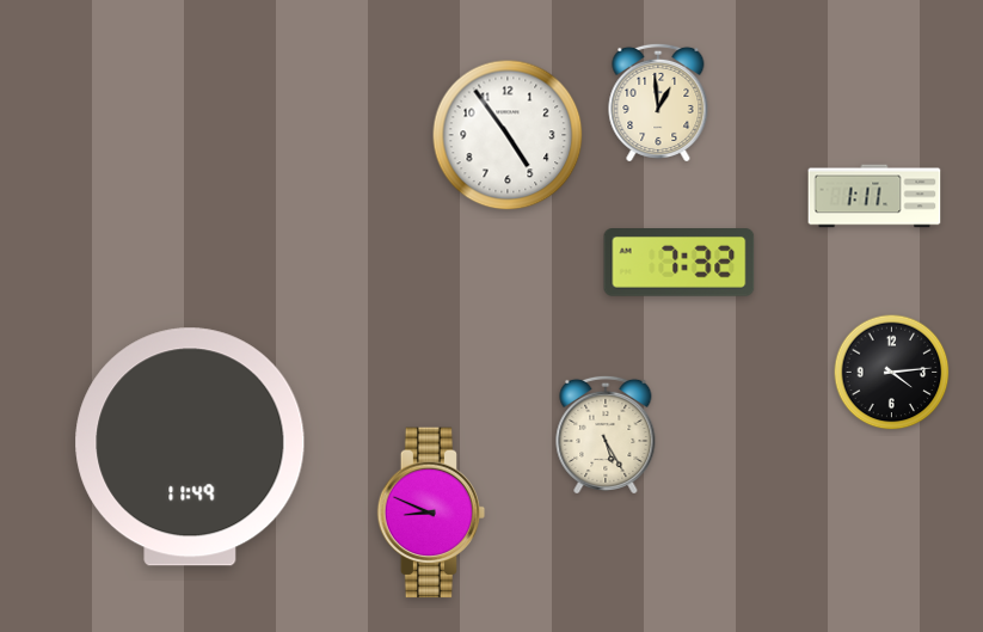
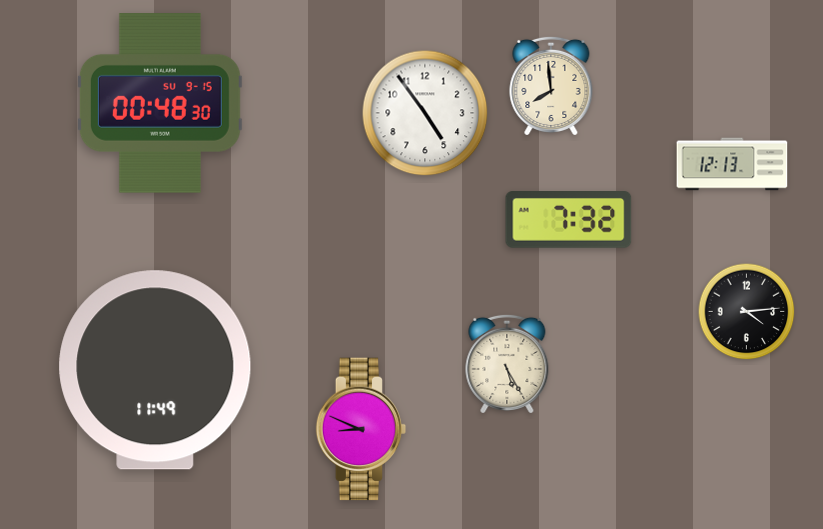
clock at (658, 103): 12:59 -> 7:59
clock at (160, 103): none -> 00:48
clock at (874, 196): 1:11 -> 12:13
clock at (190, 447) position: (190, 447) -> (155, 370)
